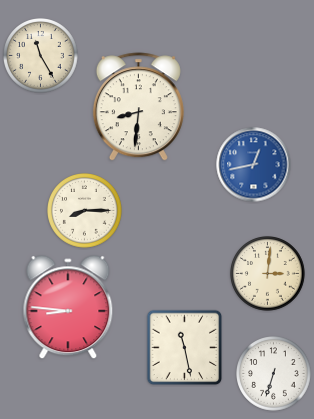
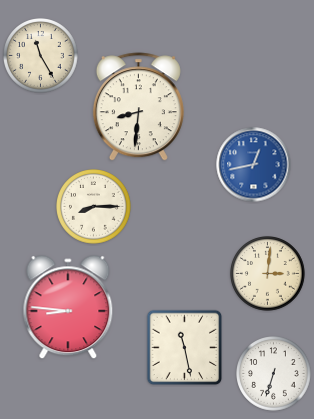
clock at (85, 211) position: (85, 211) -> (94, 207)
